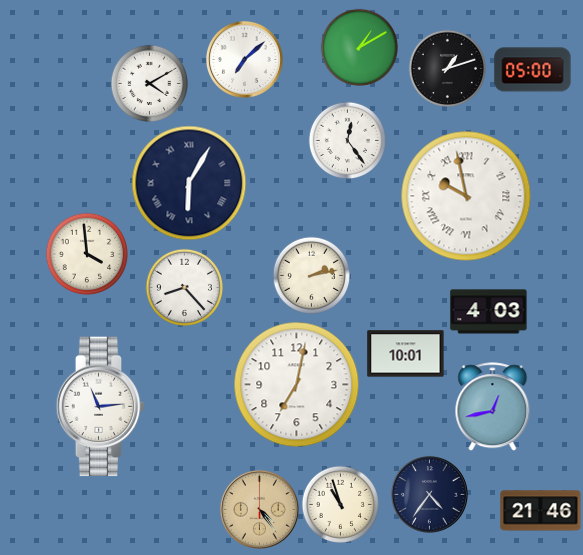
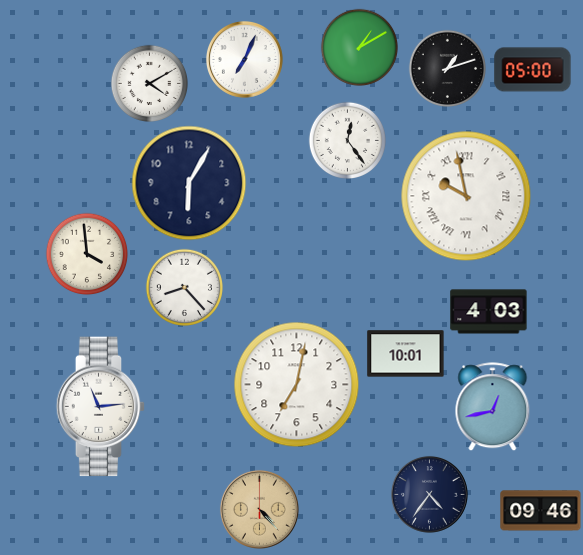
clock at (244, 59): 7:08 -> 7:04
clock at (189, 183) numerals: Roman -> Arabic
clock at (311, 275): 2:13 -> none
clock at (340, 504): 10:57 -> none
clock at (259, 509): 4:24 -> 4:23
clock at (541, 511): 21:46 -> 09:46
